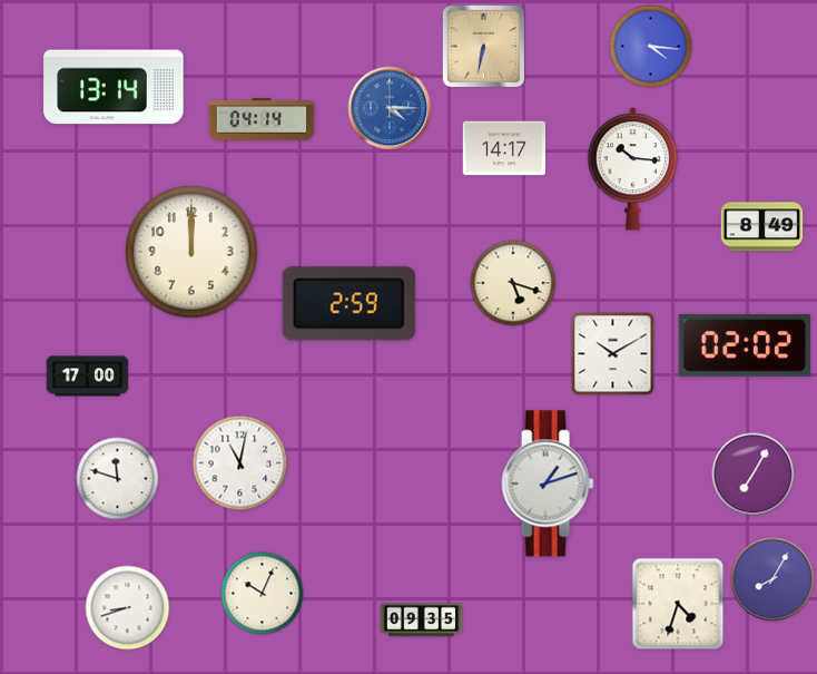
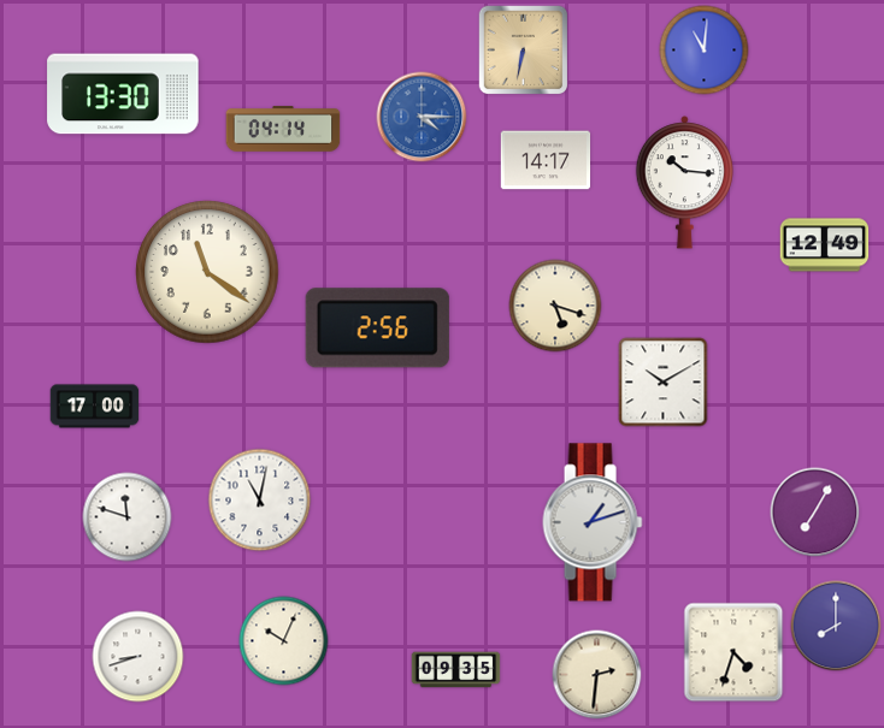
clock at (651, 47): 4:16 -> 11:01
clock at (114, 87): 13:14 -> 13:30
clock at (762, 227): 8:49 -> 12:49
clock at (191, 252): 12:00 -> 11:21
clock at (348, 304): 2:59 -> 2:56
clock at (744, 345): 02:02 -> none
clock at (772, 579): 8:05 -> 8:00
clock at (597, 675): none -> 2:31
